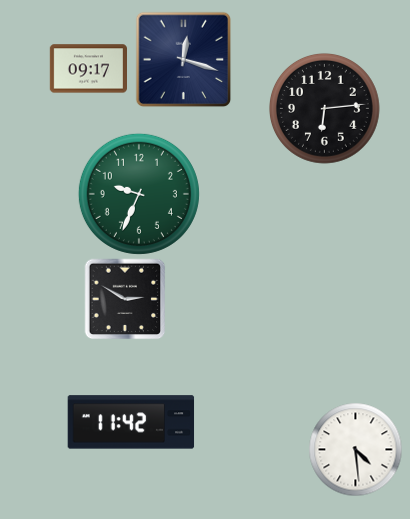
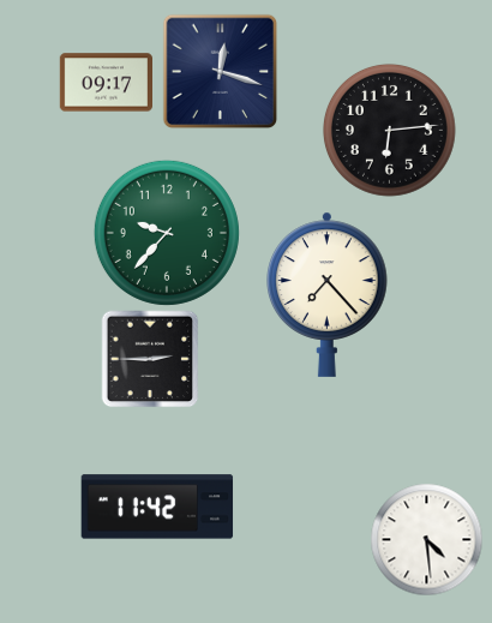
clock at (139, 194): 9:34 -> 9:37
clock at (328, 294): none -> 7:23
clock at (125, 299): 2:50 -> 2:45
